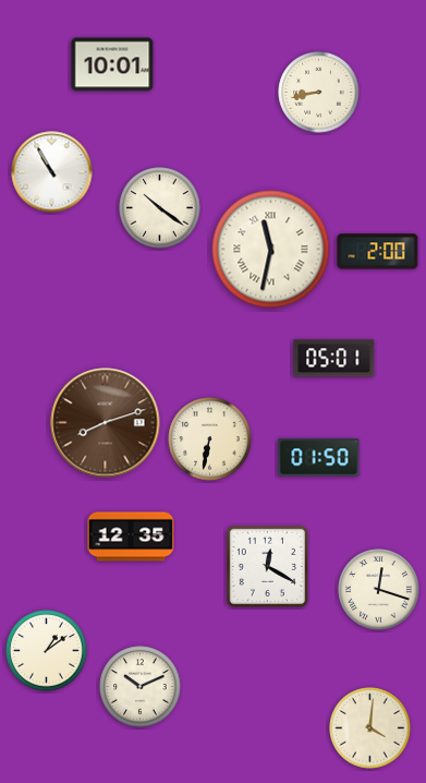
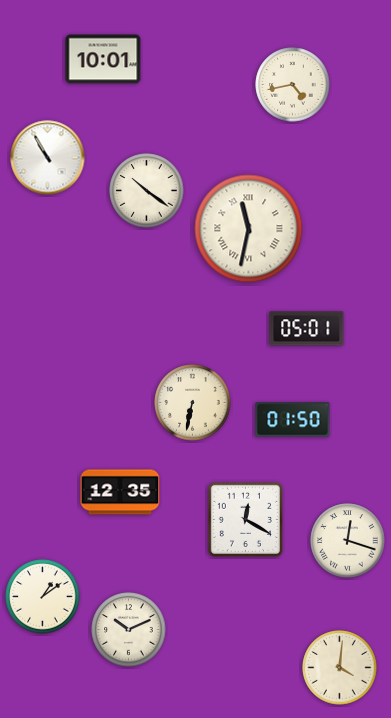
clock at (319, 93): 8:43 -> 4:43
clock at (378, 252): 2:00 -> none
clock at (106, 423): 8:12 -> none
